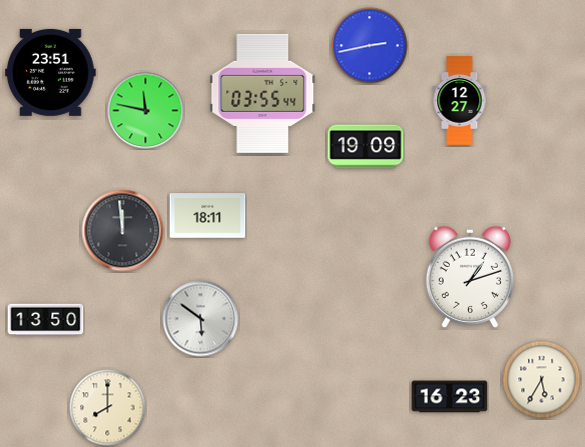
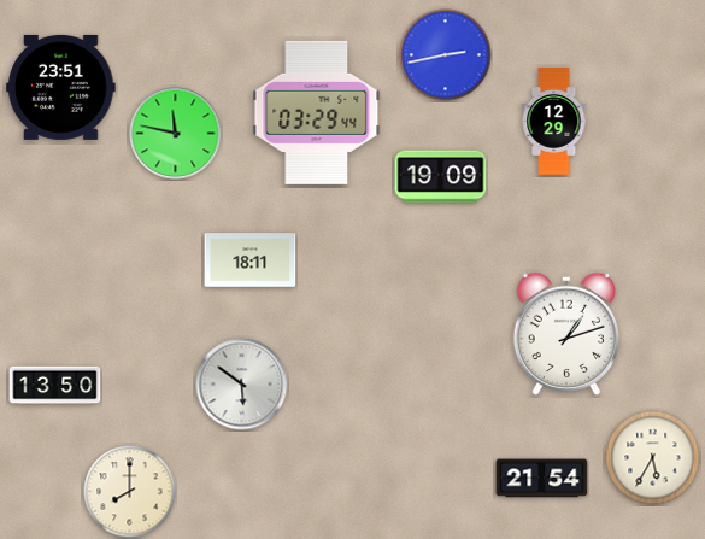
clock at (263, 93): 03:55 -> 03:29
clock at (460, 101): 12:27 -> 12:29
clock at (123, 231): 11:59 -> none
clock at (450, 397): 16:23 -> 21:54
